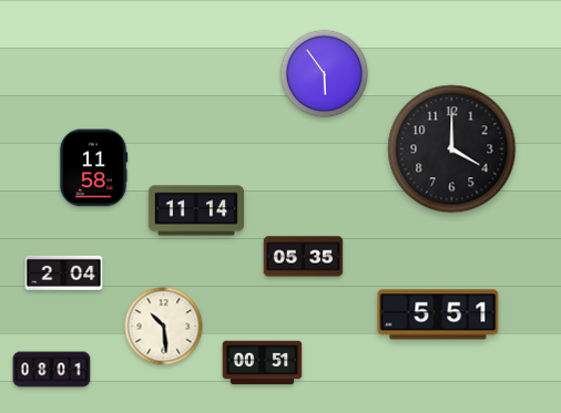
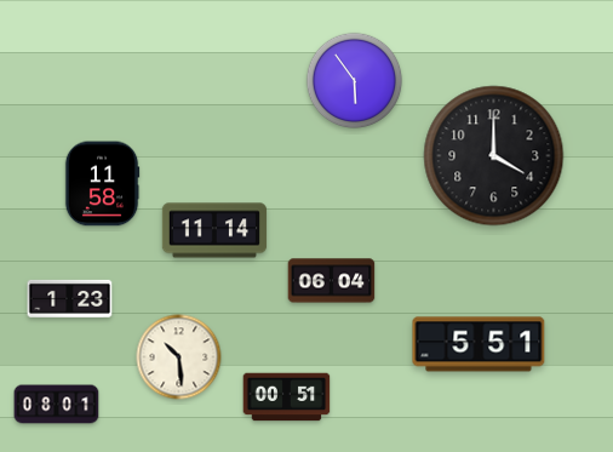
clock at (452, 149) position: (452, 149) -> (494, 156)
clock at (304, 257): 05:35 -> 06:04
clock at (64, 272): 2:04 -> 1:23
